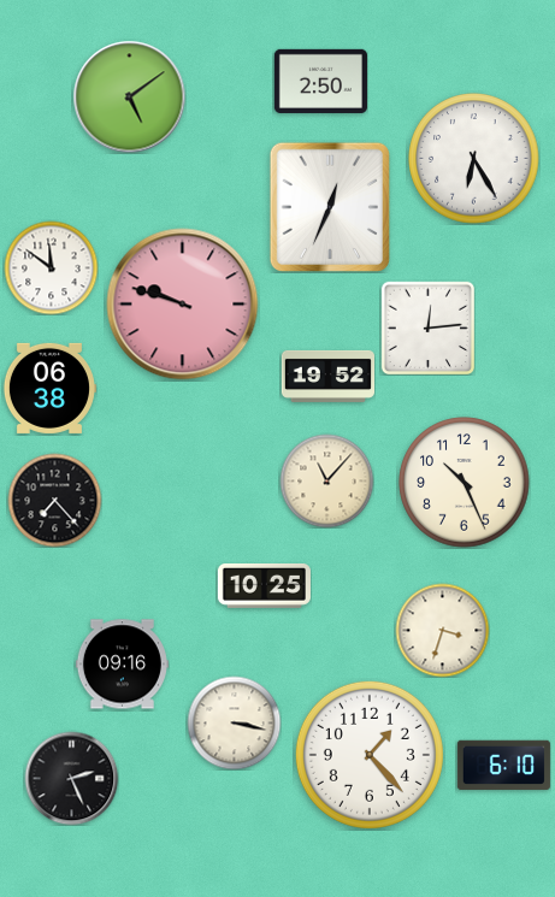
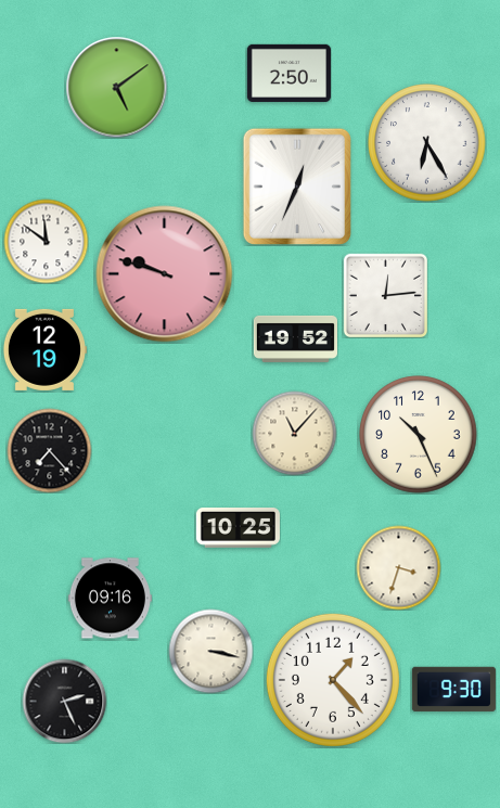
clock at (49, 388): 06:38 -> 12:19
clock at (503, 765): 6:10 -> 9:30
